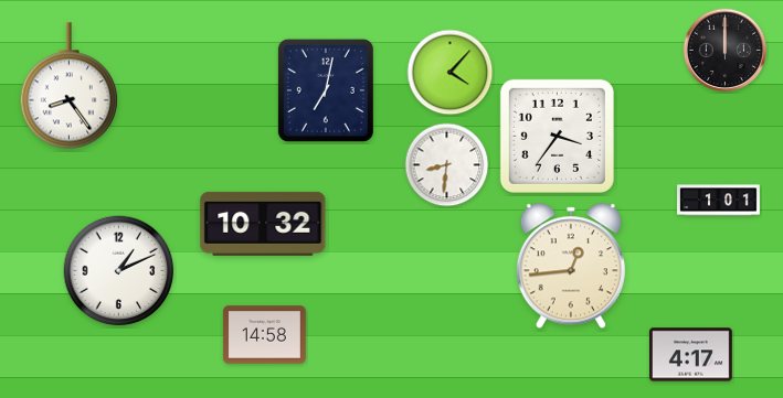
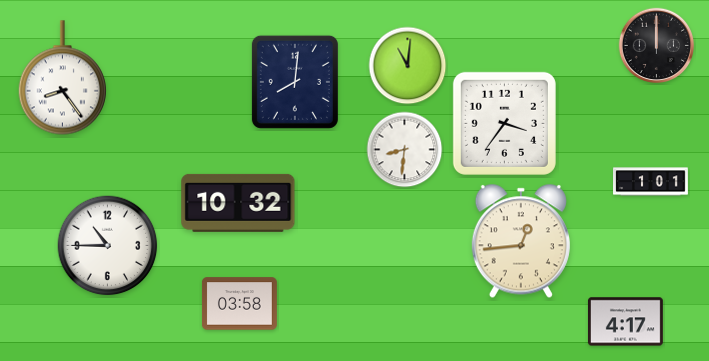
clock at (451, 73): 4:07 -> 11:01
clock at (326, 90): 7:02 -> 8:01
clock at (571, 266) position: (571, 266) -> (521, 241)
clock at (119, 271): 1:11 -> 10:45
clock at (264, 335): 14:58 -> 03:58
